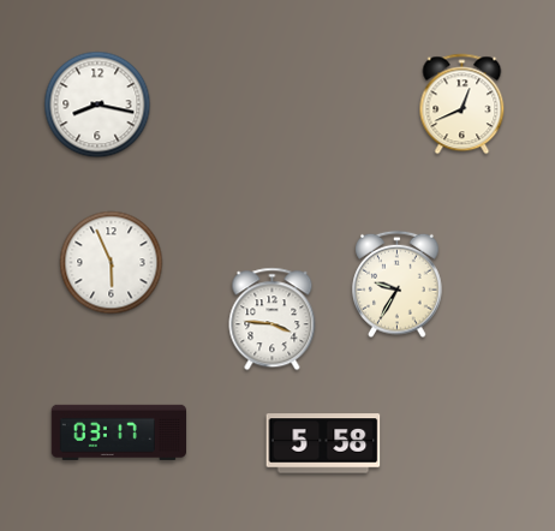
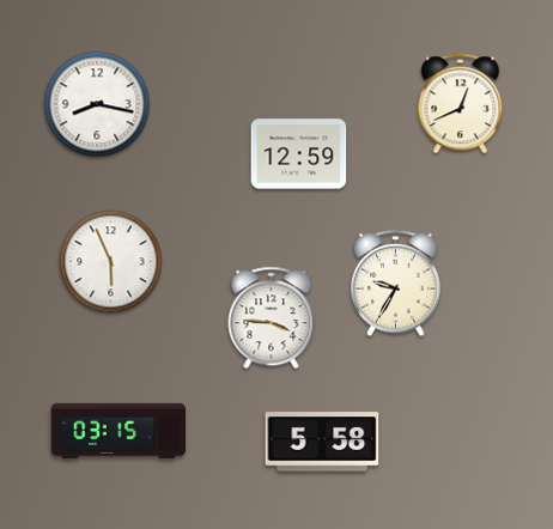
clock at (299, 154): none -> 12:59
clock at (118, 432): 03:17 -> 03:15
